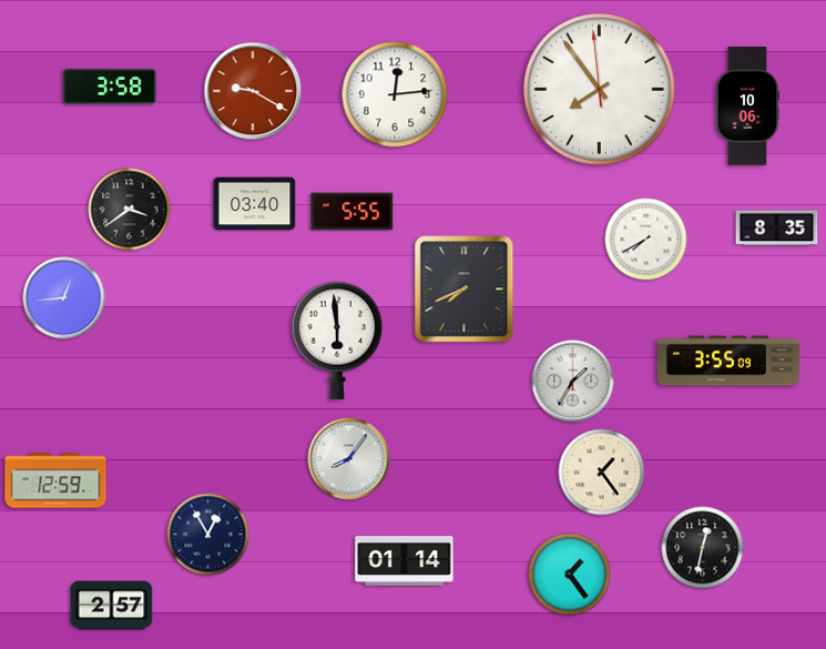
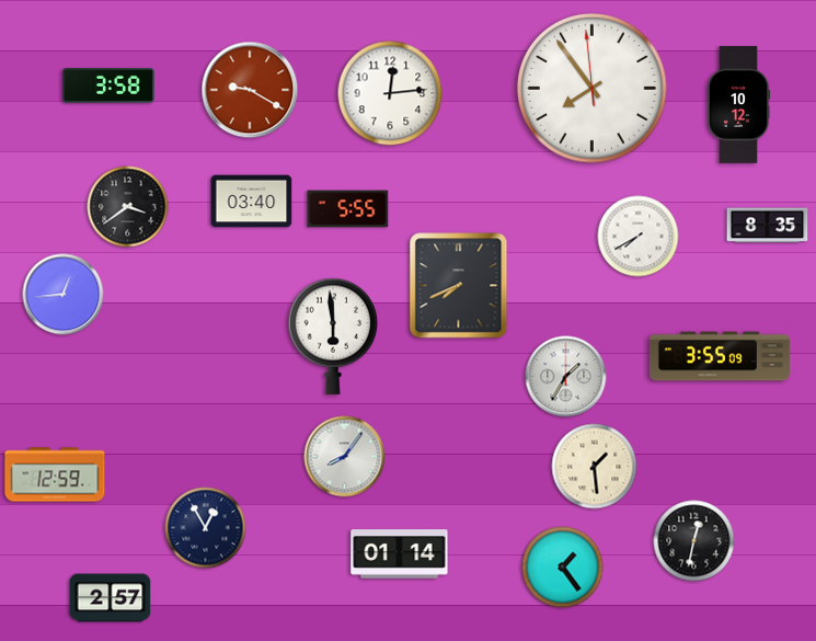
clock at (747, 107): 10:06 -> 10:12
clock at (349, 459) position: (349, 459) -> (345, 457)
clock at (602, 473): 1:24 -> 1:29
